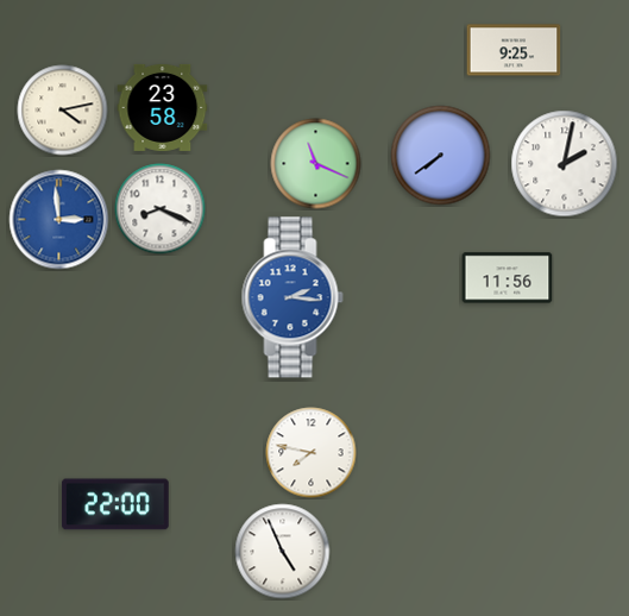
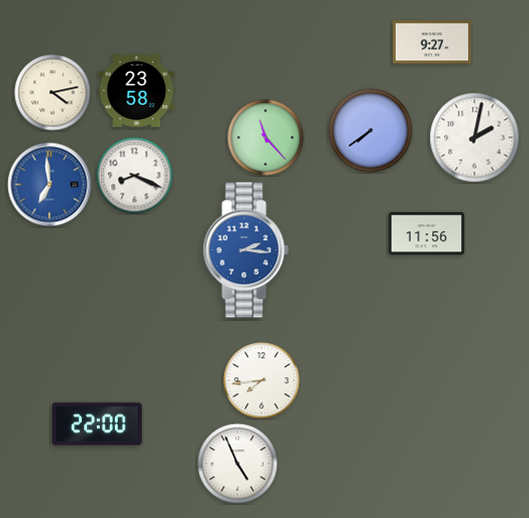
clock at (514, 50): 9:25 -> 9:27
clock at (316, 164): 11:19 -> 11:23
clock at (59, 220): 2:59 -> 6:59
clock at (312, 453): 7:47 -> 7:44
